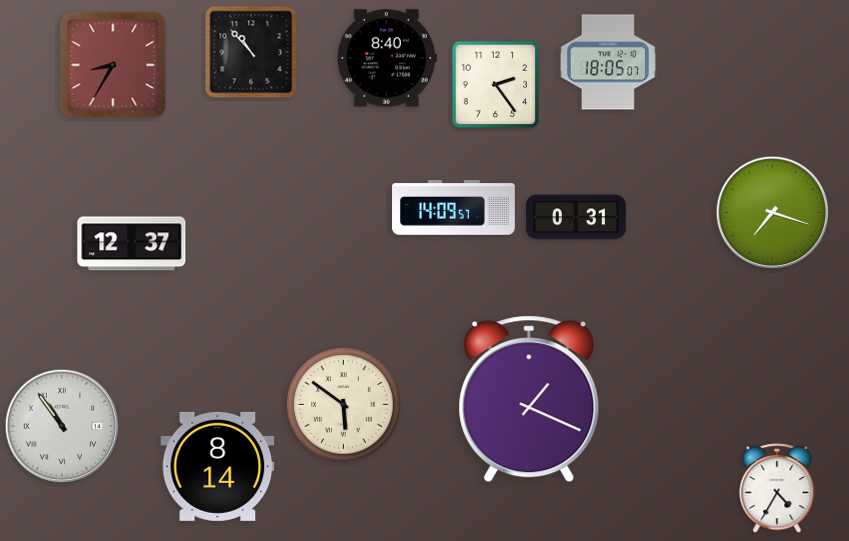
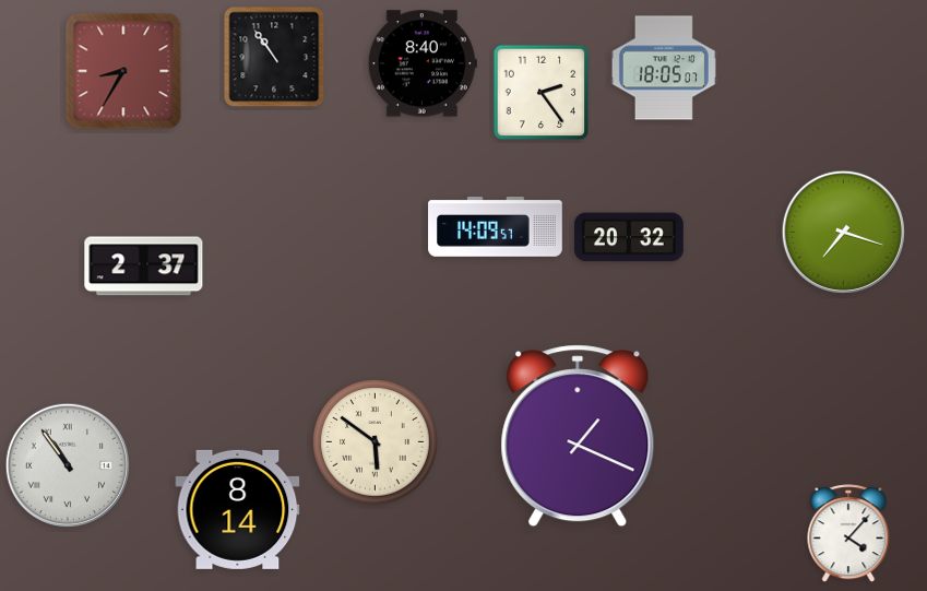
clock at (251, 52): 10:53 -> 10:54
clock at (576, 217): 0:31 -> 20:32
clock at (132, 244): 12:37 -> 2:37
clock at (777, 489): 4:35 -> 4:07
